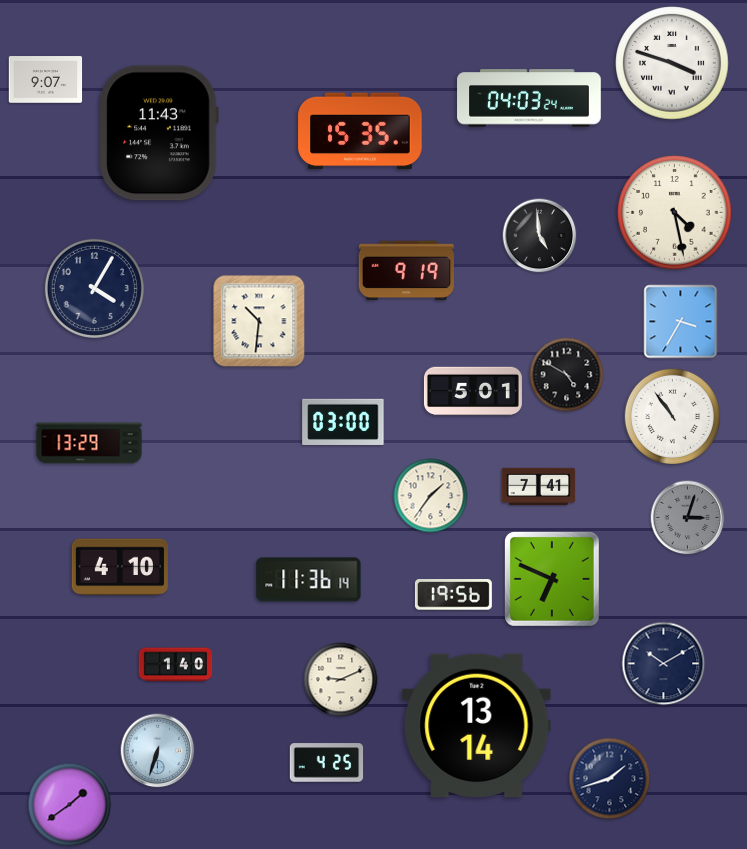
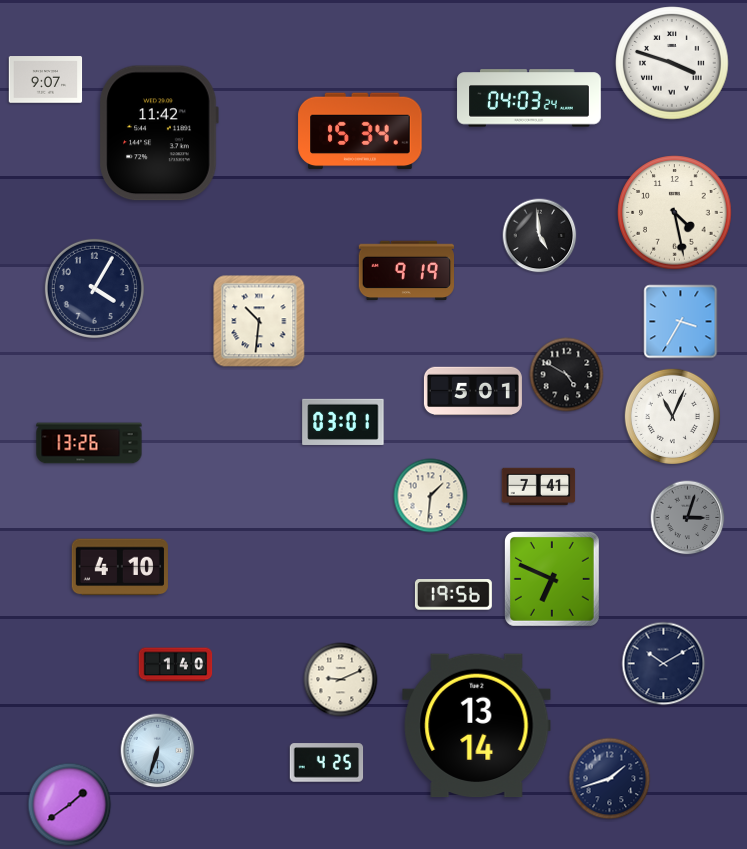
clock at (360, 131): 15:35 -> 15:34
clock at (159, 133): 11:43 -> 11:42
clock at (672, 416): 10:54 -> 11:04
clock at (343, 422): 03:00 -> 03:01
clock at (89, 443): 13:29 -> 13:26
clock at (431, 496): 1:36 -> 1:31
clock at (309, 580): 11:36 -> none
